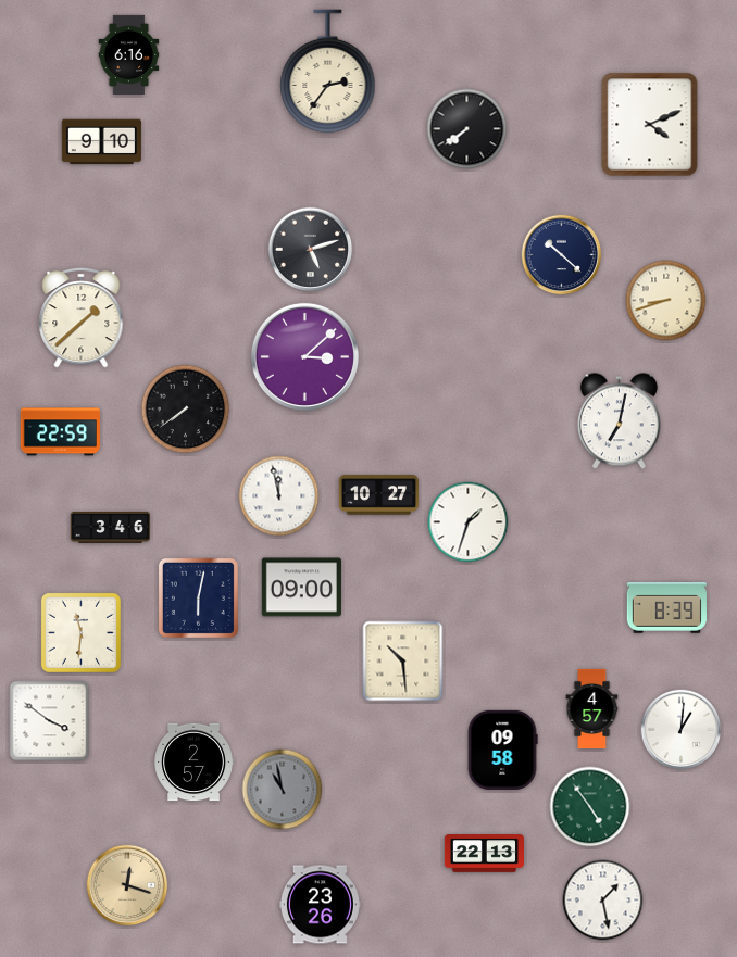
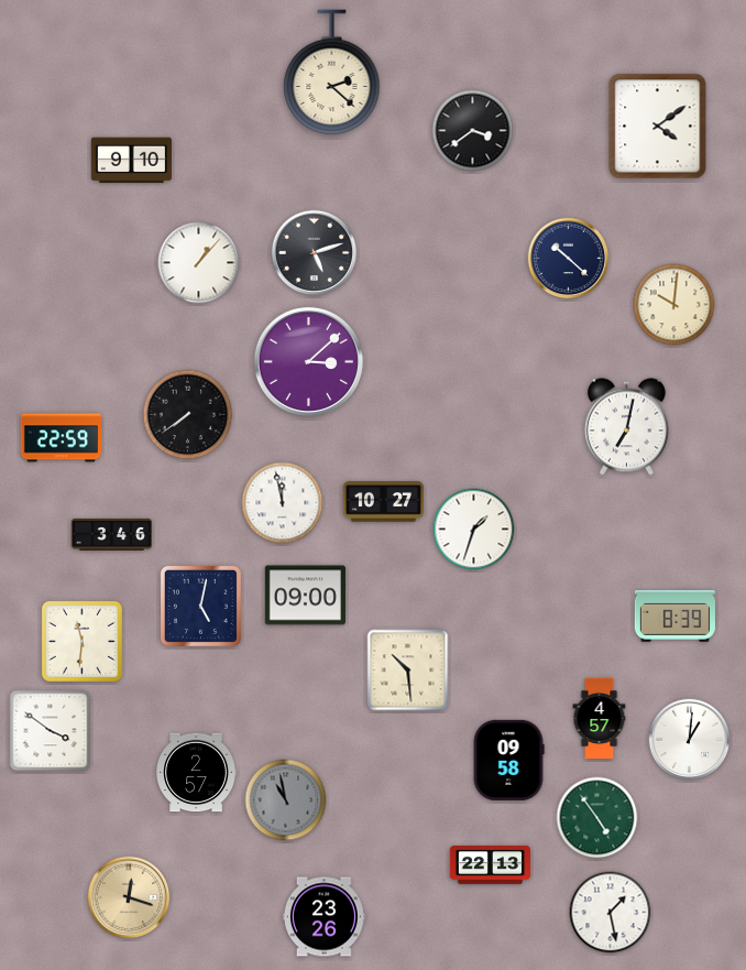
clock at (129, 54): 6:16 -> none
clock at (328, 72): 2:36 -> 2:22
clock at (650, 125): 4:11 -> 4:09
clock at (467, 129): 7:39 -> 3:39
clock at (101, 142) position: (101, 142) -> (131, 161)
clock at (199, 263): none -> 1:07
clock at (666, 301): 8:42 -> 10:01
clock at (82, 317): 1:38 -> none
clock at (198, 597): 6:02 -> 5:02
